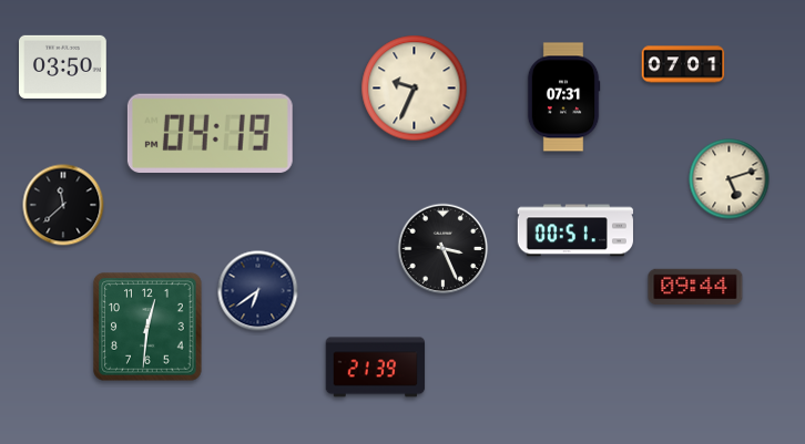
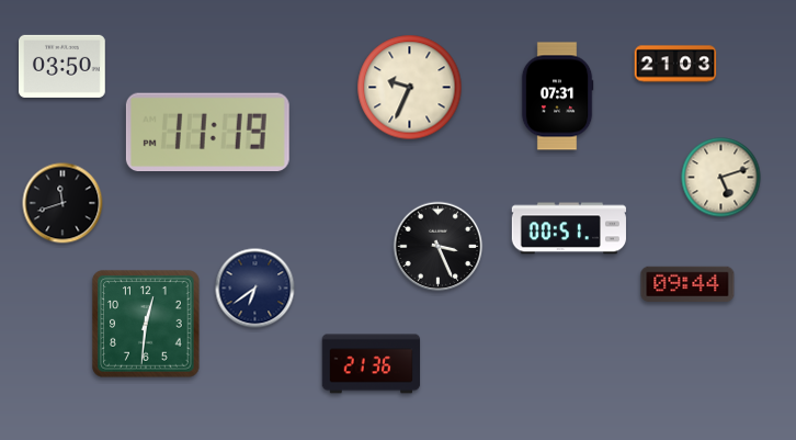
clock at (683, 64): 07:01 -> 21:03
clock at (210, 134): 04:19 -> 11:19
clock at (63, 205): 11:38 -> 11:42
clock at (376, 368): 21:39 -> 21:36
